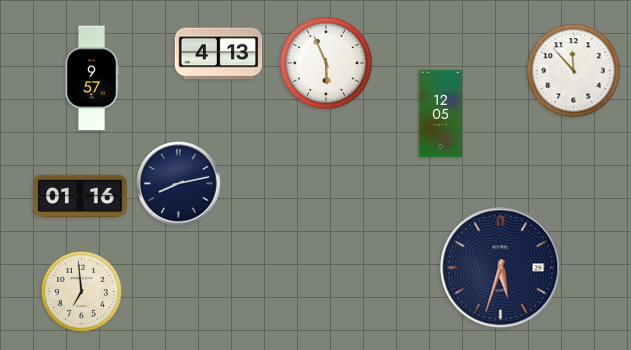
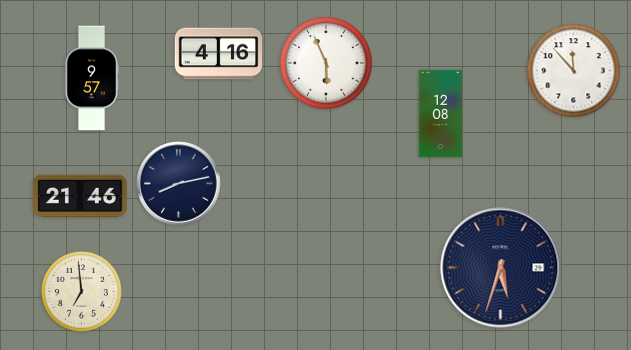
clock at (219, 54): 4:13 -> 4:16
clock at (441, 114): 12:05 -> 12:08
clock at (80, 196): 01:16 -> 21:46
